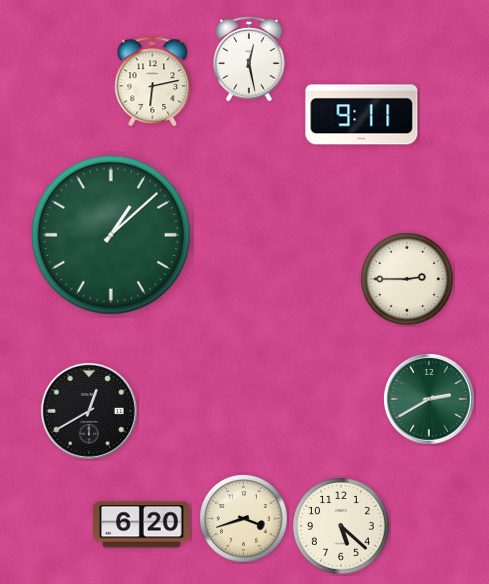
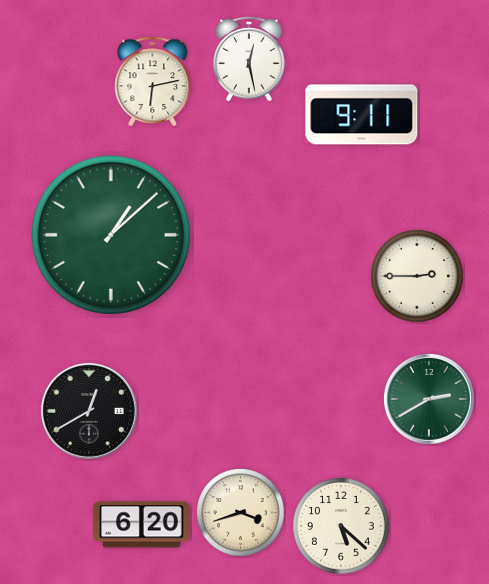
clock at (407, 279) position: (407, 279) -> (417, 276)
clock at (244, 519) position: (244, 519) -> (241, 513)
